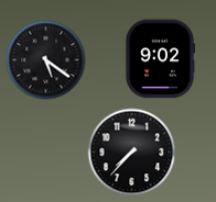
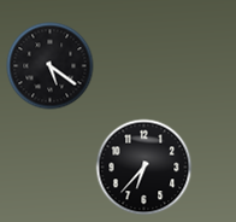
clock at (160, 59): 9:02 -> none
clock at (132, 153): 7:37 -> 6:37
